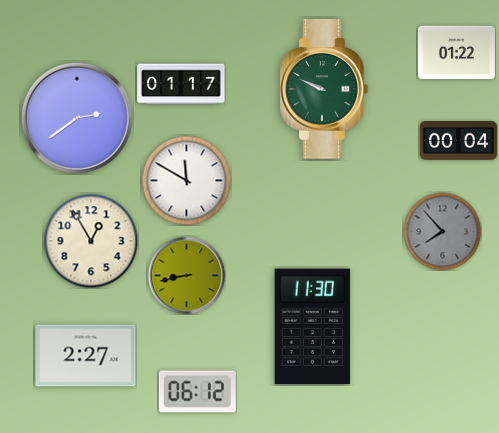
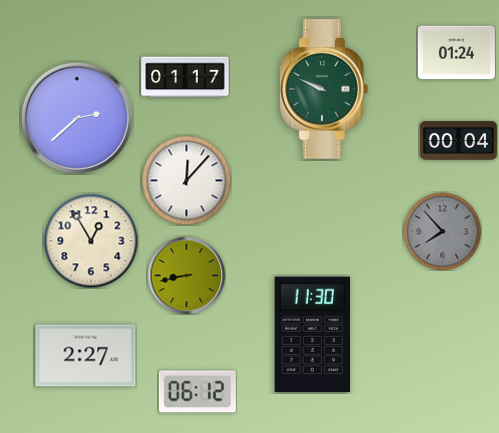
clock at (456, 53): 01:22 -> 01:24
clock at (181, 84) position: (181, 84) -> (185, 77)
clock at (77, 118): 2:39 -> 2:38
clock at (186, 180): 11:50 -> 12:07
clock at (312, 327) position: (312, 327) -> (312, 335)
